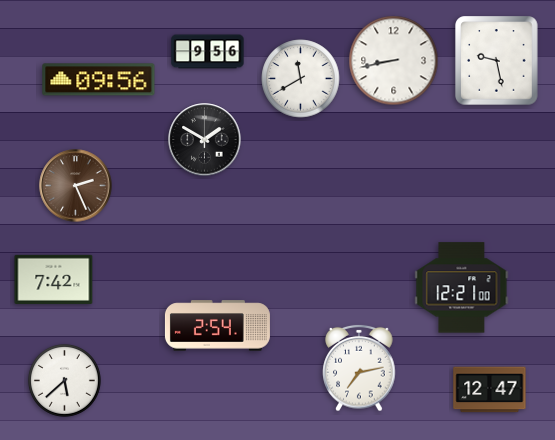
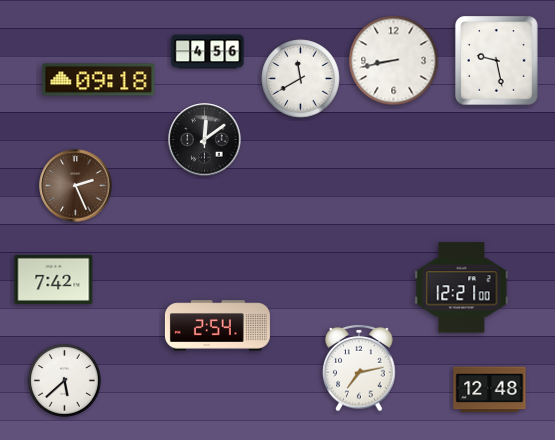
clock at (208, 52): 9:56 -> 4:56
clock at (99, 80): 09:56 -> 09:18
clock at (205, 140): 1:50 -> 12:09
clock at (490, 390): 12:47 -> 12:48
